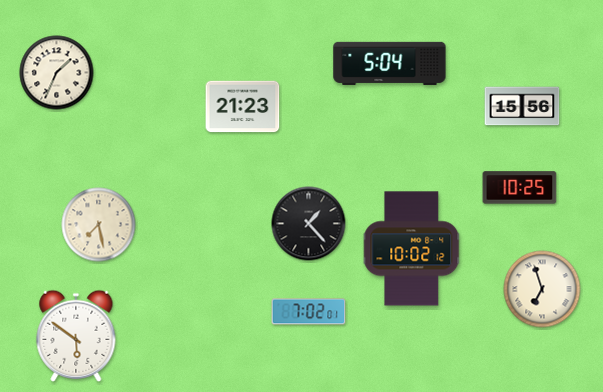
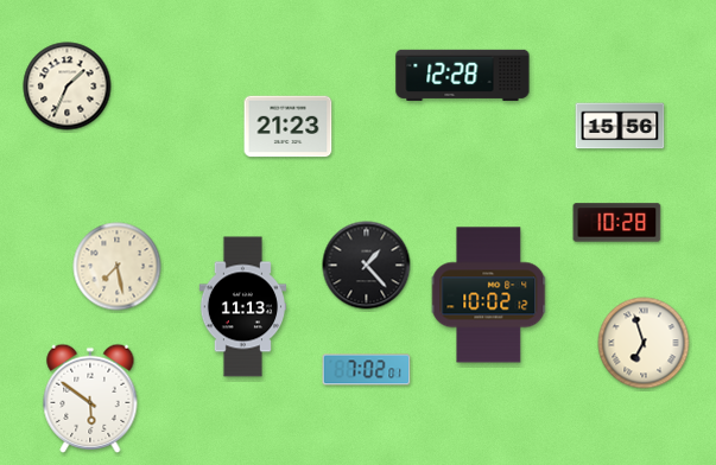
clock at (390, 63): 5:04 -> 12:28
clock at (520, 188): 10:25 -> 10:28
clock at (243, 307): none -> 11:13
